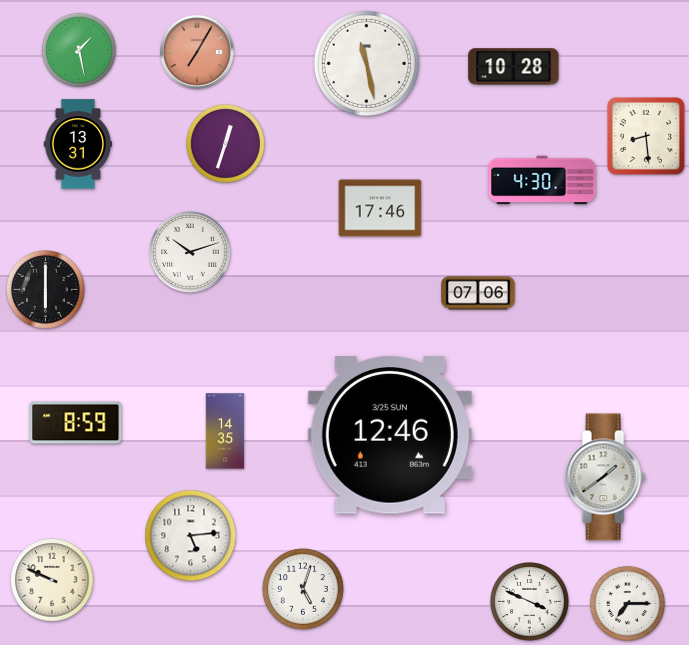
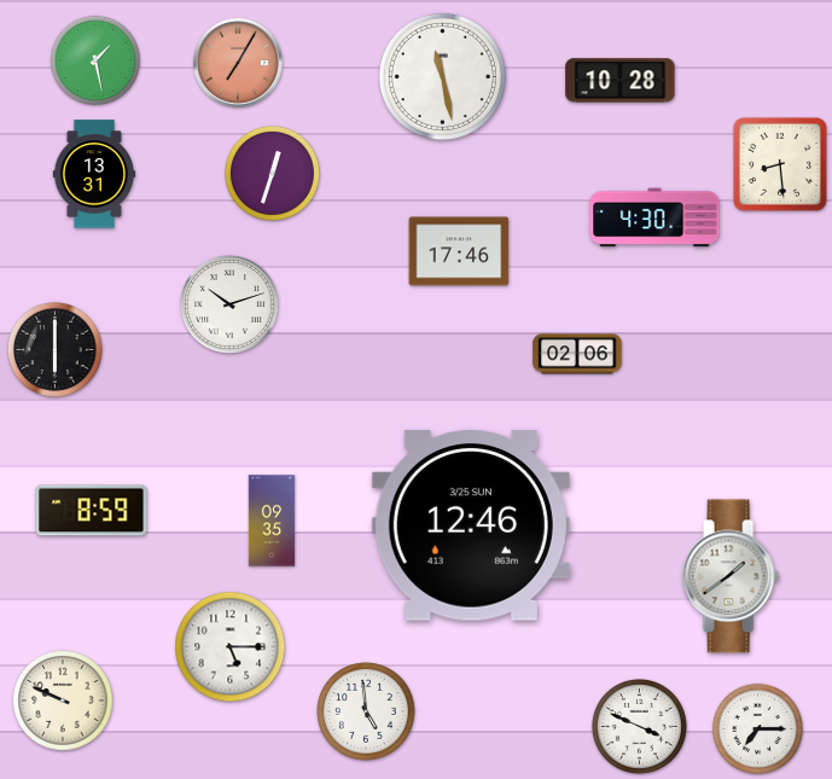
clock at (478, 293): 07:06 -> 02:06
clock at (225, 431): 14:35 -> 09:35
clock at (191, 536): 5:14 -> 5:15
clock at (303, 589): 5:03 -> 4:59
